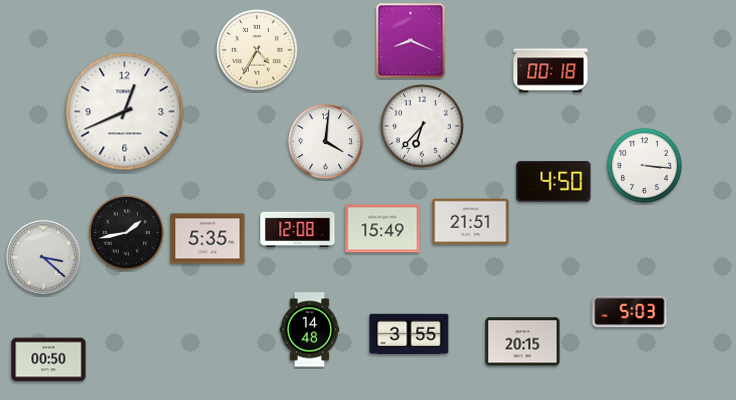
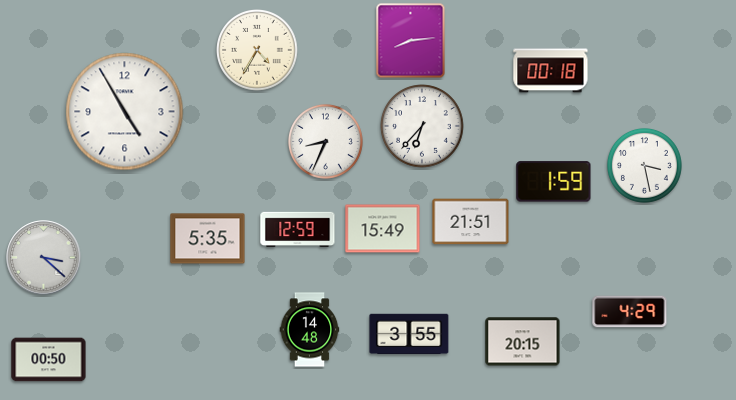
clock at (411, 41): 8:19 -> 8:14
clock at (125, 112): 12:41 -> 4:55
clock at (325, 141): 4:01 -> 8:34
clock at (644, 165): 3:16 -> 3:28
clock at (554, 182): 4:50 -> 1:59
clock at (298, 230): 12:08 -> 12:59
clock at (126, 232): 1:43 -> none
clock at (630, 312): 5:03 -> 4:29
